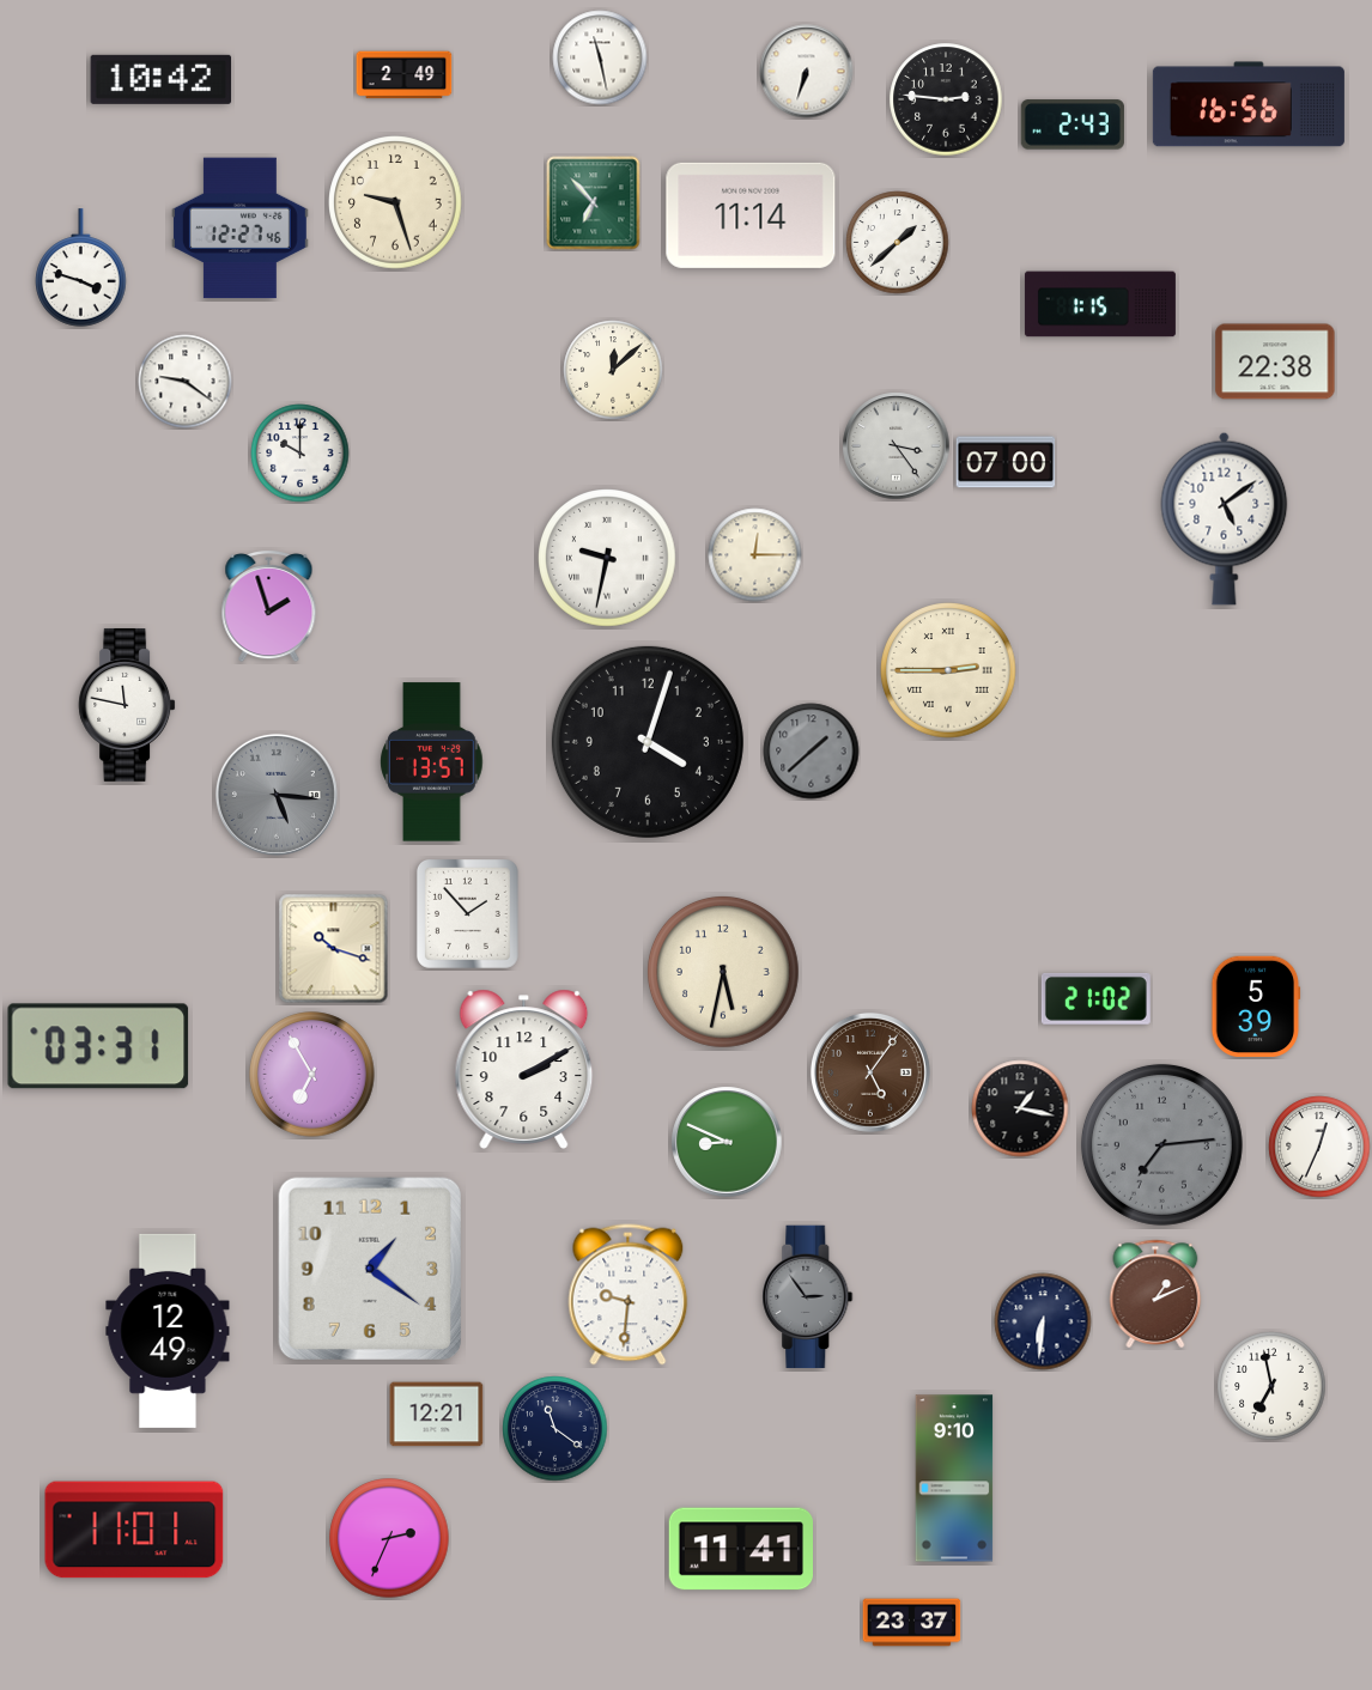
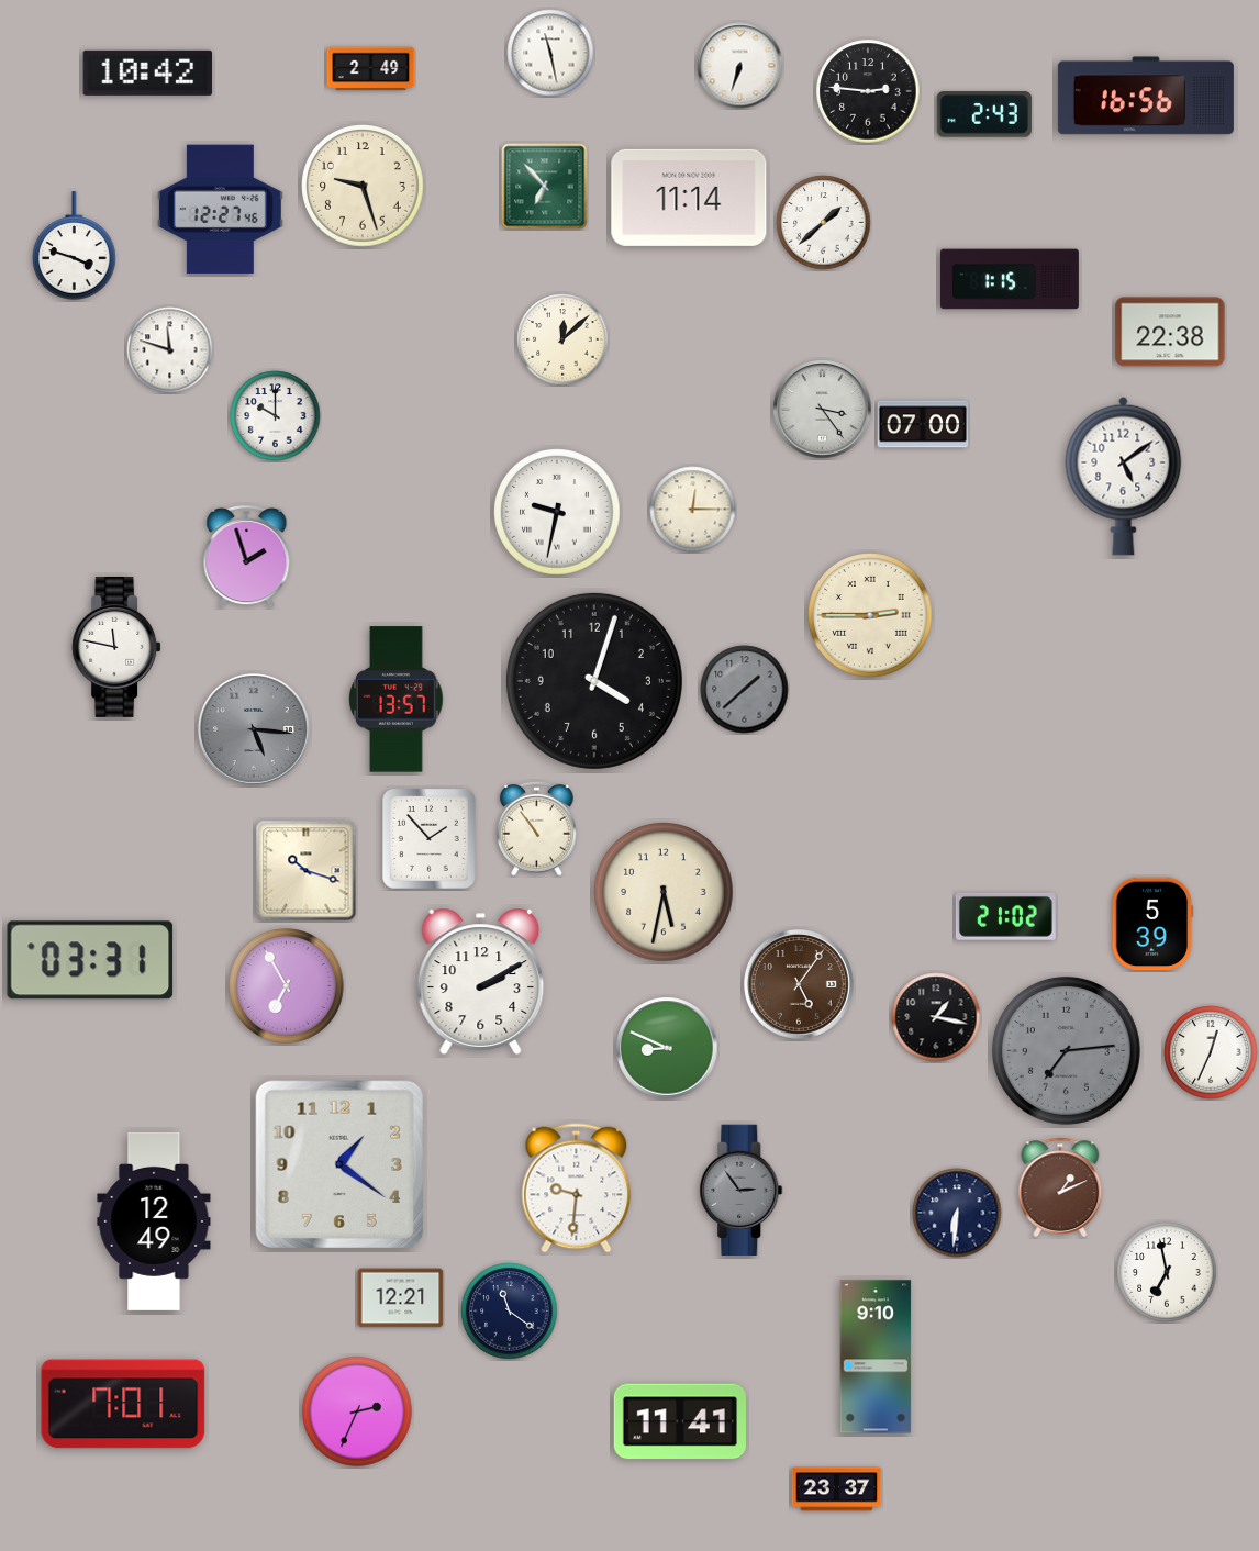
clock at (186, 382): 9:21 -> 11:48
clock at (537, 828): none -> 10:54
clock at (134, 1530): 11:01 -> 7:01
